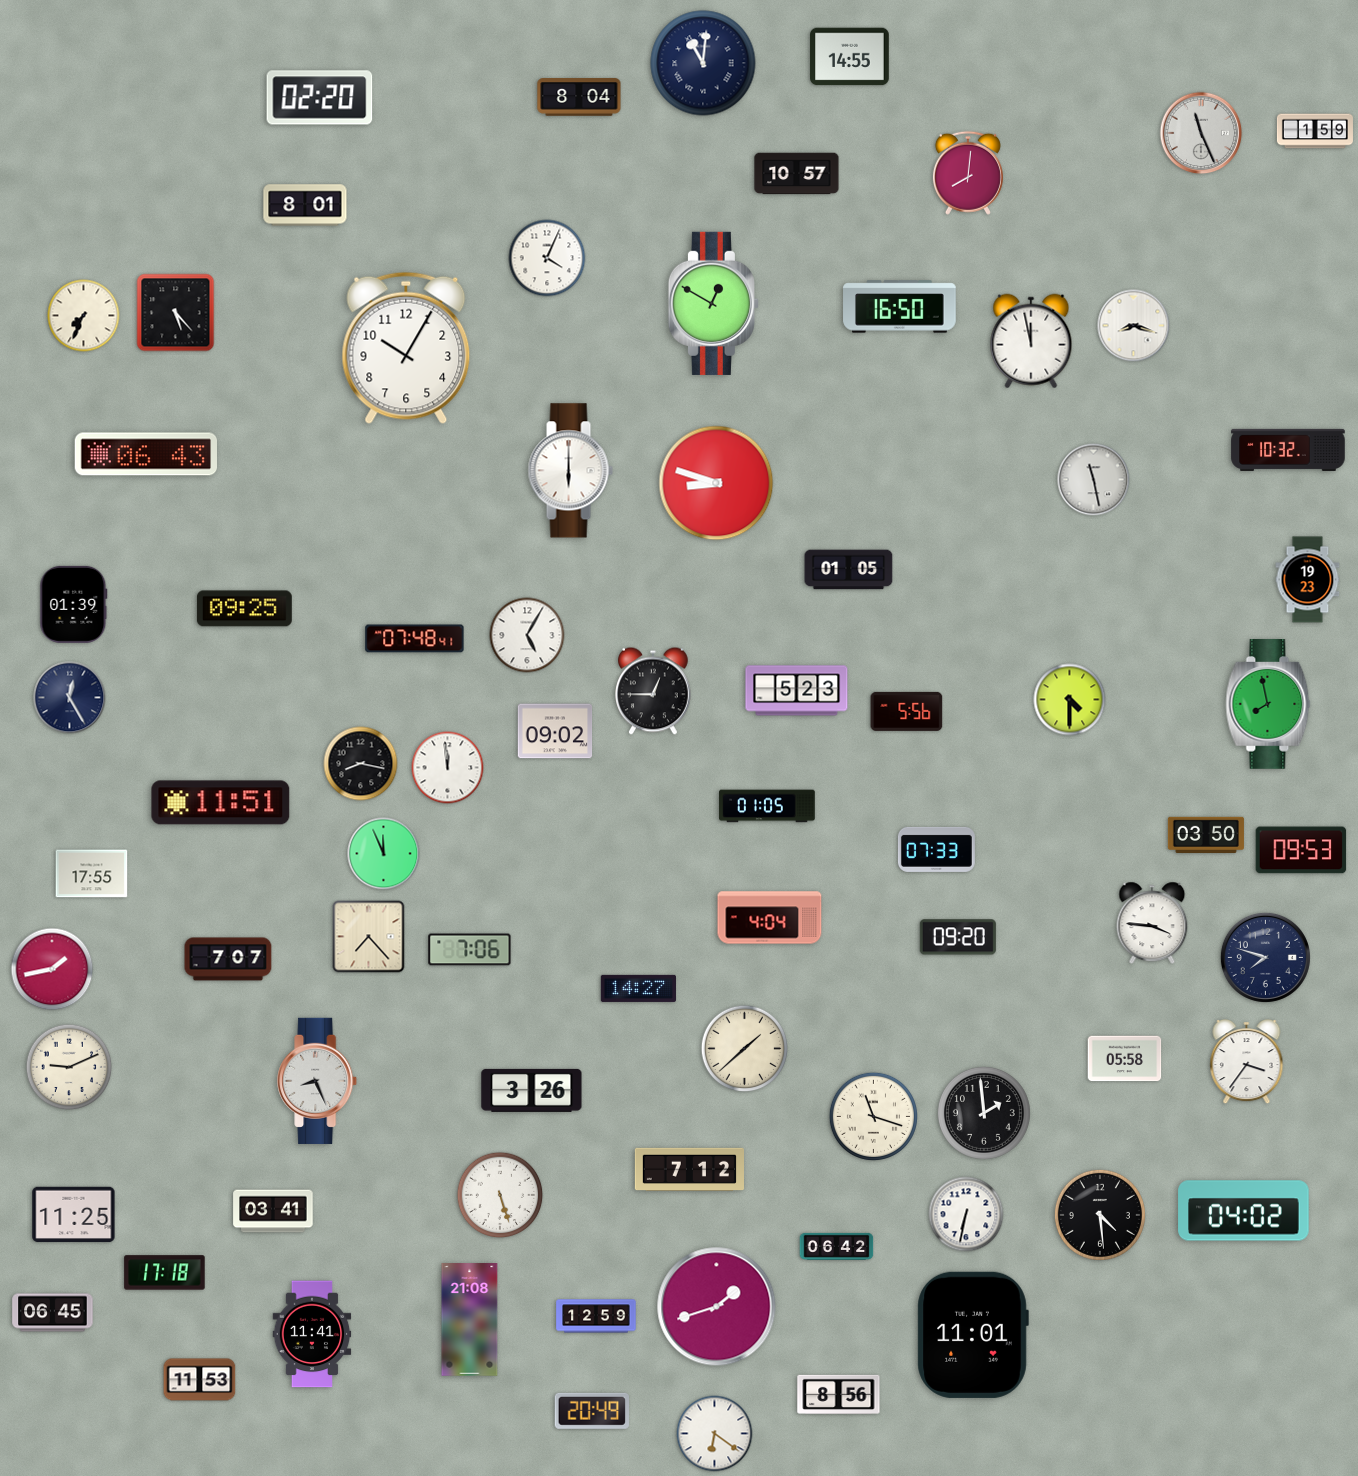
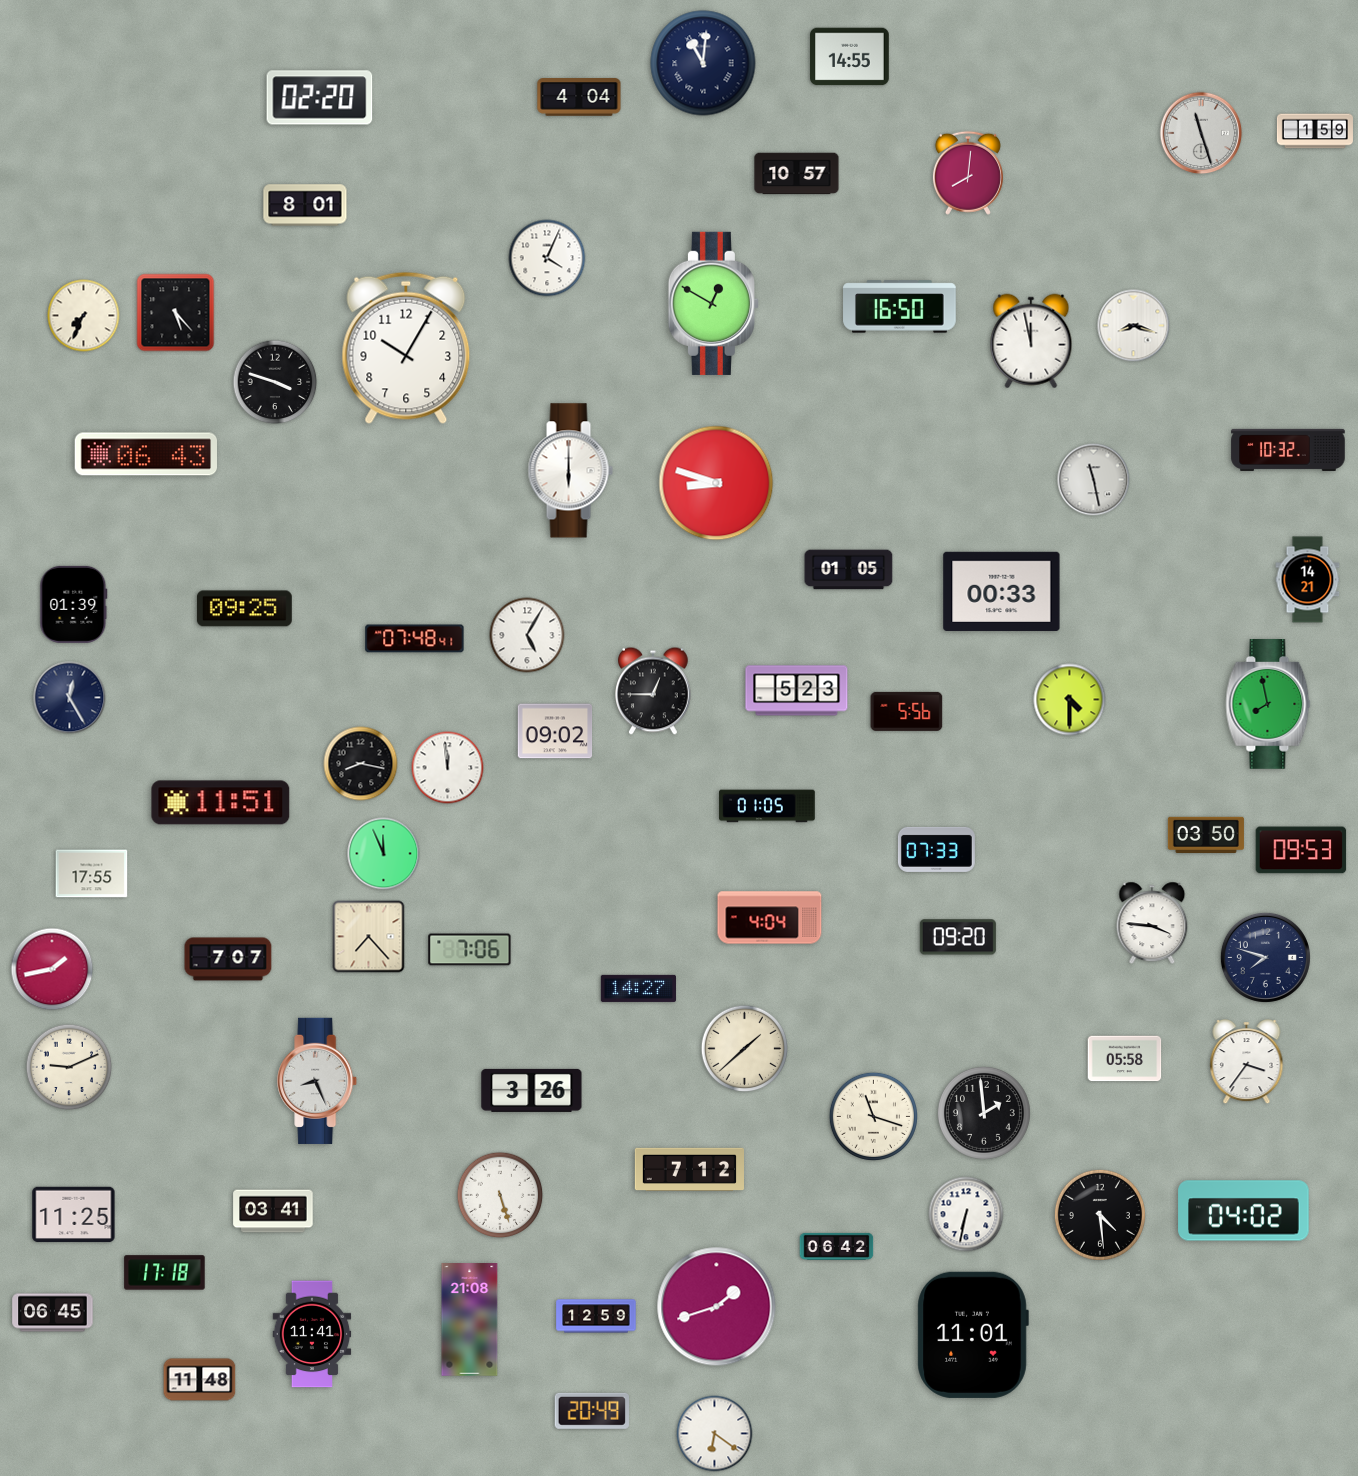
clock at (579, 97): 8:04 -> 4:04
clock at (1201, 133): 11:26 -> 11:27
clock at (275, 382): none -> 3:48
clock at (1308, 580): 19:23 -> 14:21
clock at (1002, 591): none -> 00:33
clock at (200, 1380): 11:53 -> 11:48
clock at (839, 1394): 8:56 -> none
